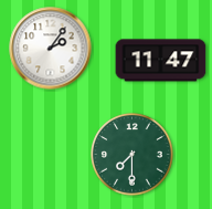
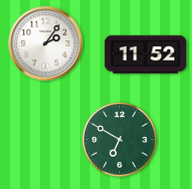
clock at (161, 61): 11:47 -> 11:52
clock at (132, 155): 7:30 -> 6:50
